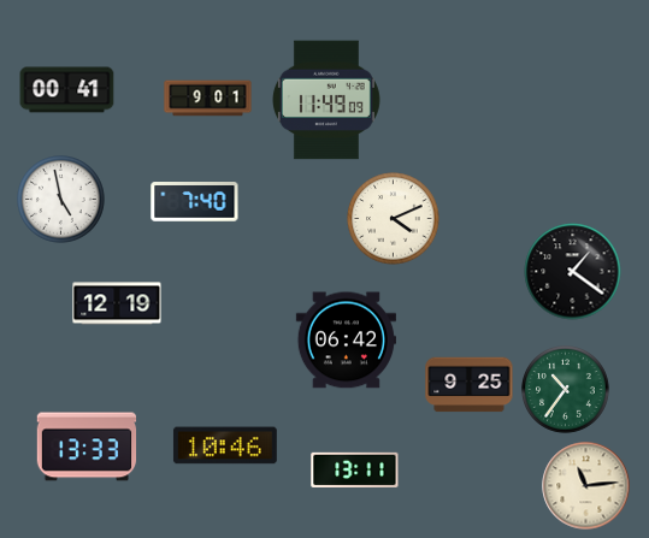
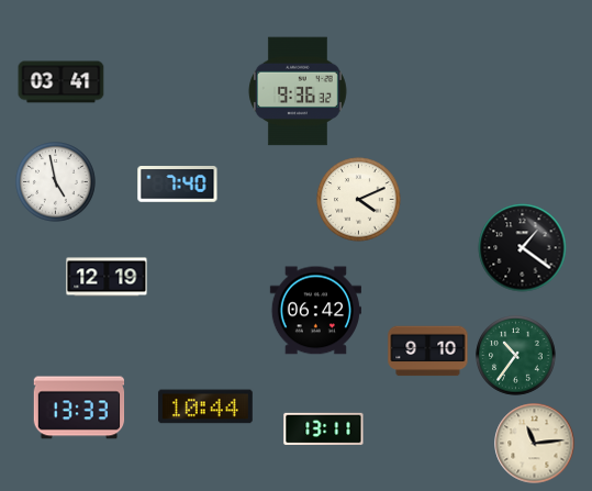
clock at (67, 90): 00:41 -> 03:41
clock at (208, 99): 9:01 -> none
clock at (326, 100): 11:49 -> 9:36
clock at (470, 385): 9:25 -> 9:10
clock at (225, 445): 10:46 -> 10:44
